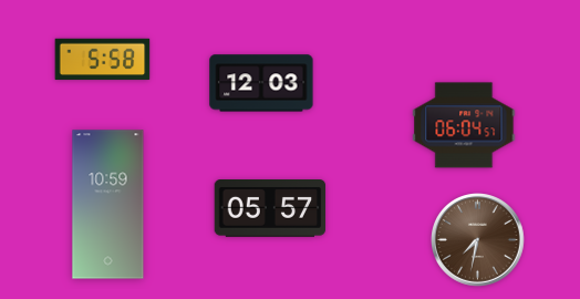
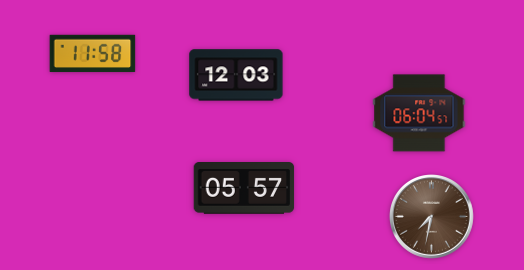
clock at (103, 60): 5:58 -> 11:58
clock at (108, 205): 10:59 -> none
